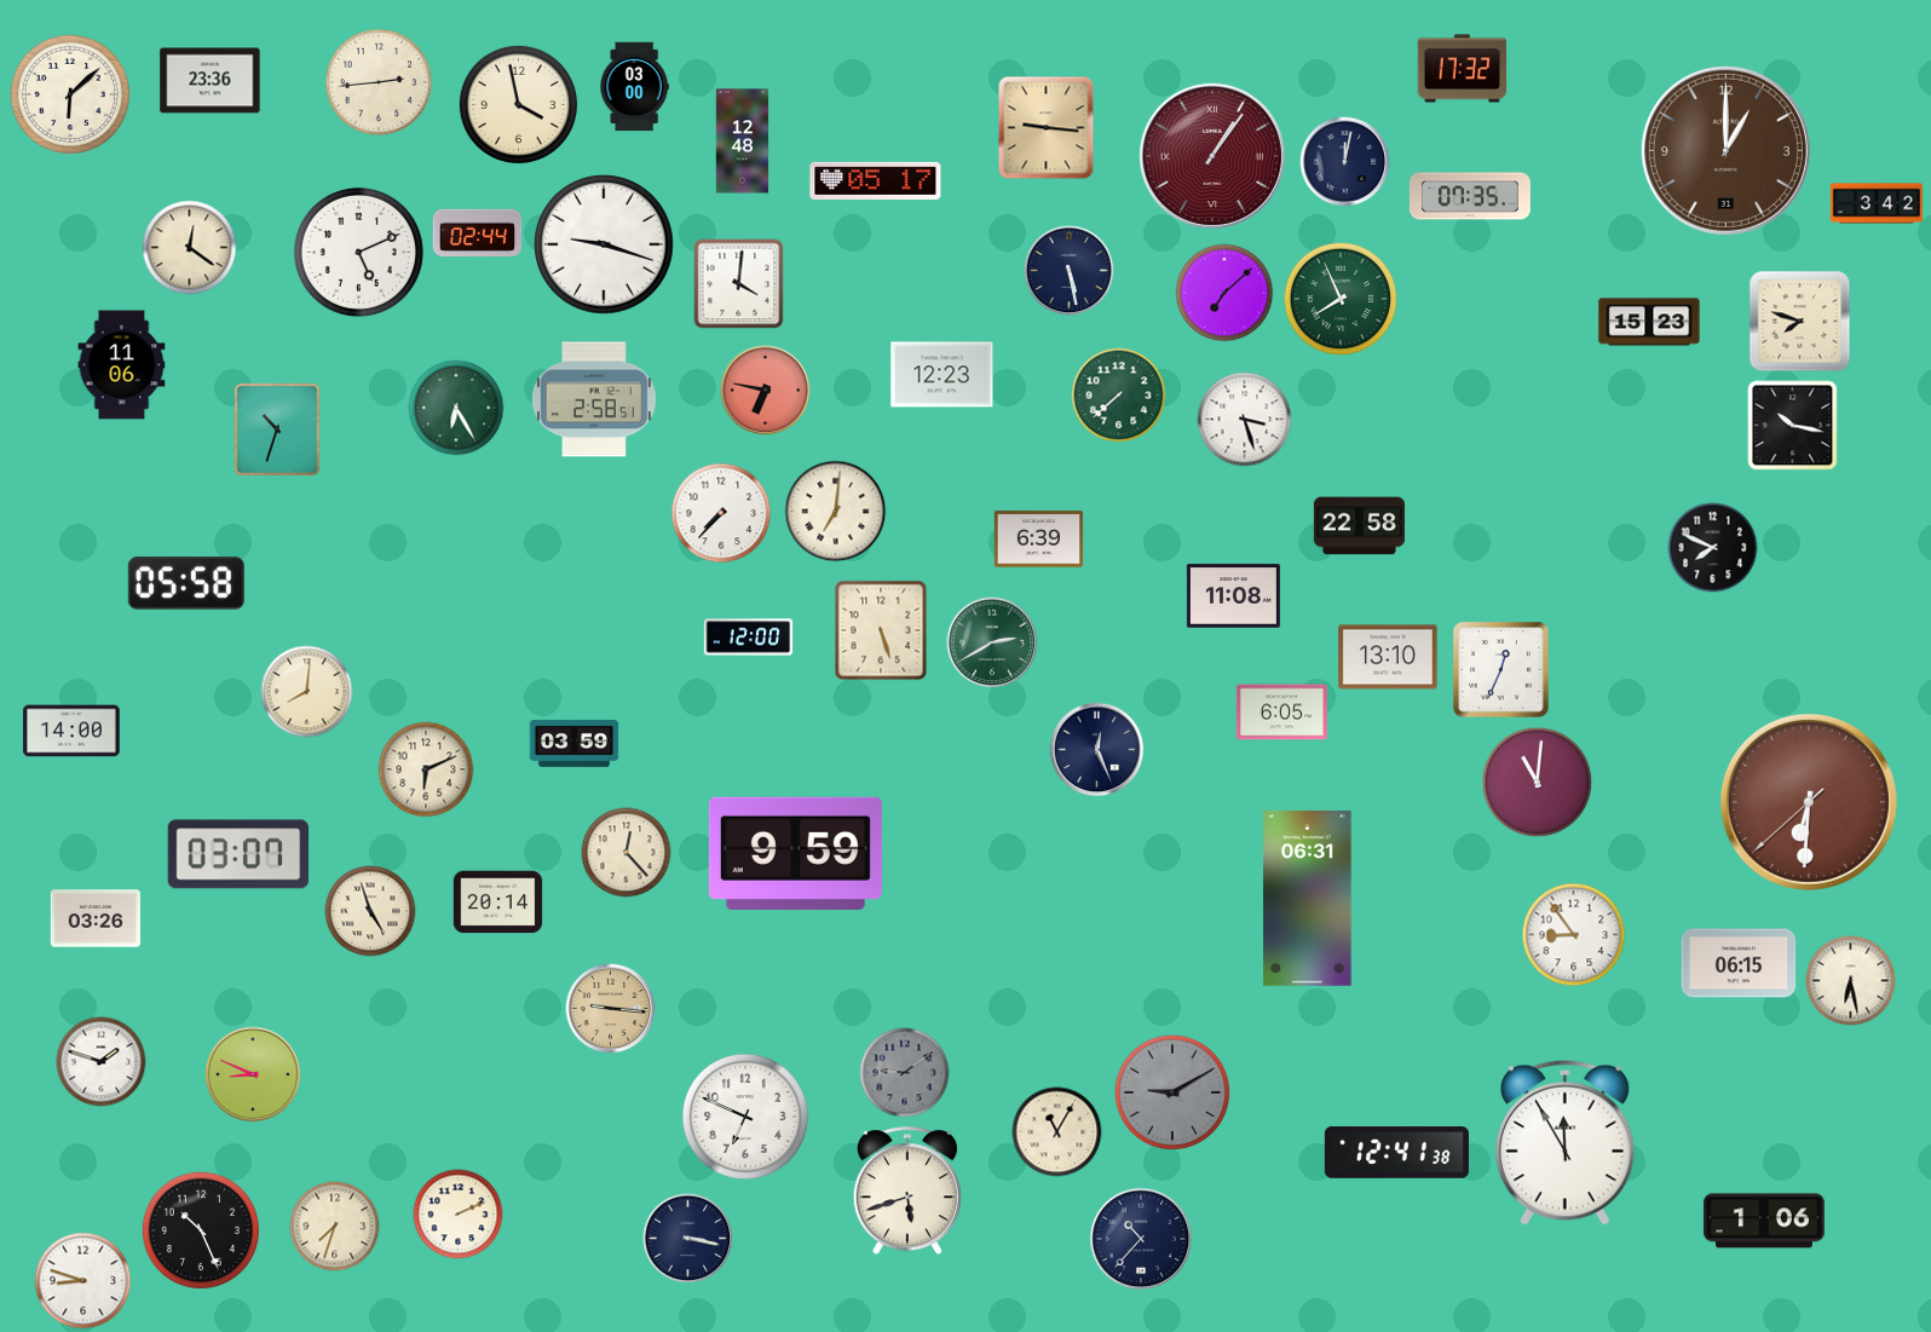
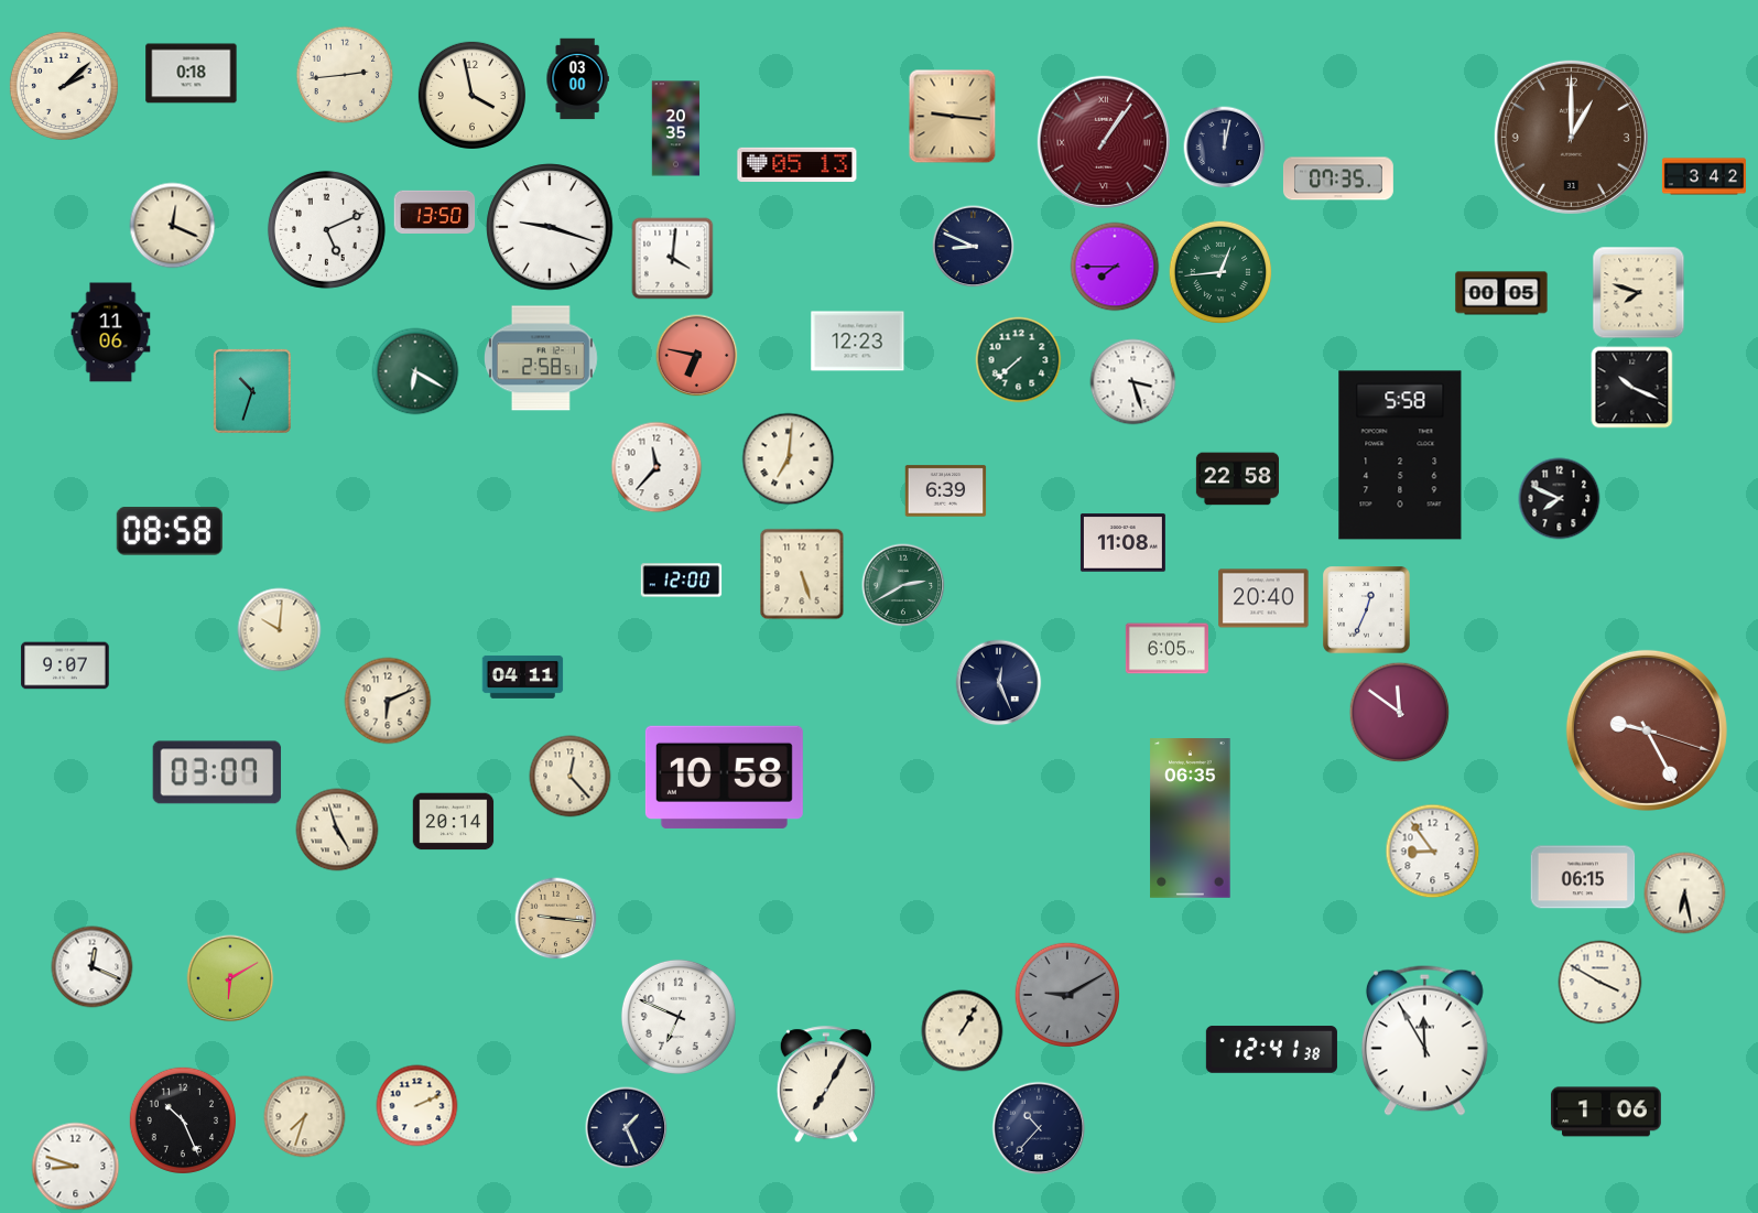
clock at (1463, 69): 17:32 -> none
clock at (211, 81): 23:36 -> 0:18
clock at (70, 94): 6:08 -> 2:08
clock at (743, 142): 12:48 -> 20:35
clock at (876, 180): 05:17 -> 05:13
clock at (1877, 203) position: (1877, 203) -> (1704, 176)
clock at (478, 232): 02:44 -> 13:50
clock at (604, 244) position: (604, 244) -> (550, 227)
clock at (190, 248): 12:21 -> 12:19
clock at (1070, 271): 5:28 -> 8:49
clock at (1224, 293): 7:08 -> 7:45
clock at (1341, 299): 7:56 -> 12:44
clock at (1649, 322): 15:23 -> 00:05
clock at (595, 399) position: (595, 399) -> (542, 358)
clock at (456, 408): 6:25 -> 6:20
clock at (1793, 426): 10:17 -> 10:19
clock at (1400, 455): none -> 5:58
clock at (836, 512) position: (836, 512) -> (789, 459)
clock at (721, 513): 7:37 -> 11:37
clock at (186, 584): 05:58 -> 08:58
clock at (1388, 657): 13:10 -> 20:40
clock at (307, 692): 8:01 -> 10:01
clock at (71, 731): 14:00 -> 9:07
clock at (575, 744): 03:59 -> 04:11
clock at (1538, 783): 11:01 -> 11:51
clock at (1809, 802): 6:30 -> 9:25
clock at (795, 853): 9:59 -> 10:58
clock at (238, 854) position: (238, 854) -> (217, 772)
clock at (1308, 899): 06:31 -> 06:35
clock at (94, 918): 03:26 -> none
clock at (102, 1062): 1:48 -> 12:19
clock at (905, 1073): 9:09 -> none
clock at (253, 1074): 8:49 -> 6:10
clock at (1600, 983): none -> 3:50
clock at (1057, 1132): 11:05 -> 1:05
clock at (907, 1192): 5:42 -> 7:05
clock at (688, 1239): 3:17 -> 1:26
